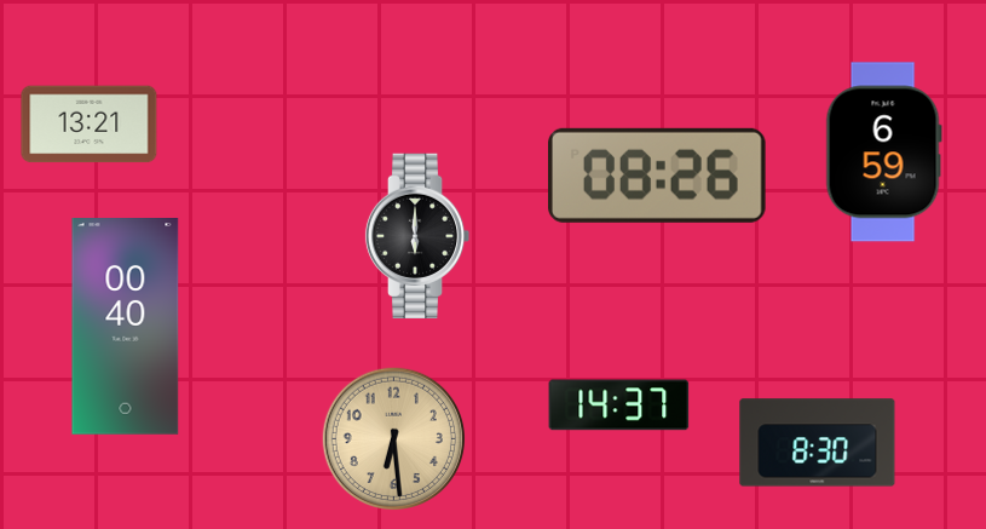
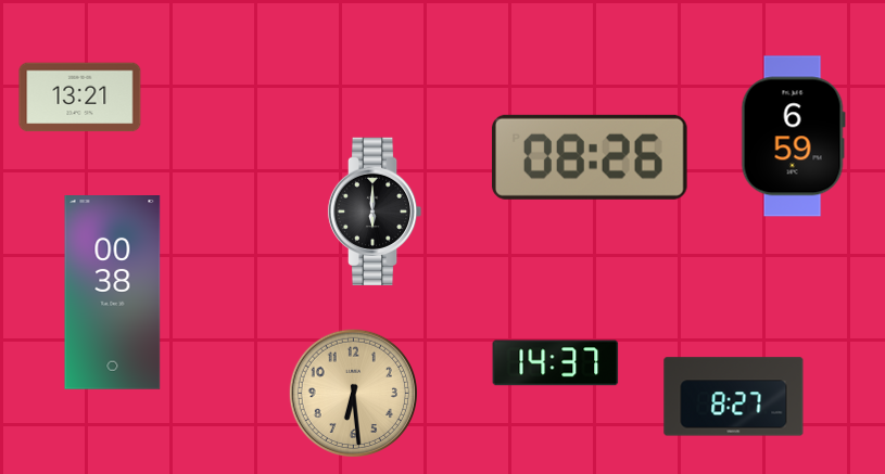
clock at (90, 125) position: (90, 125) -> (80, 98)
clock at (126, 327): 00:40 -> 00:38
clock at (818, 443): 8:30 -> 8:27
